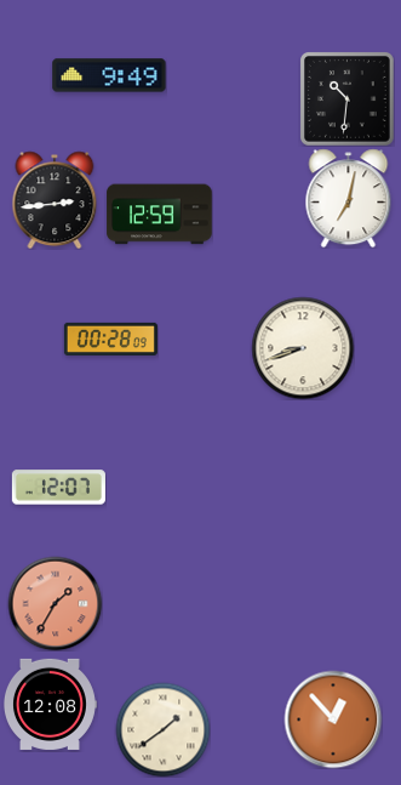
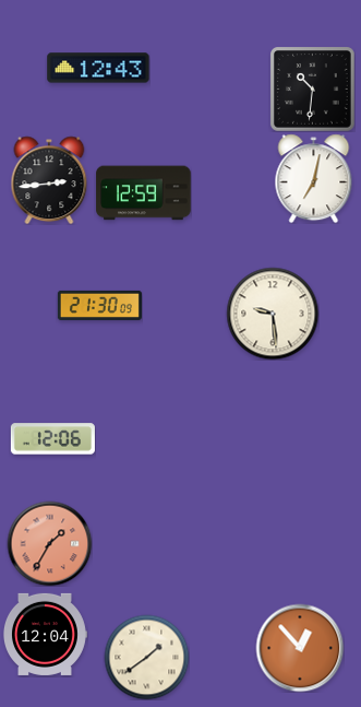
clock at (109, 75): 9:49 -> 12:43
clock at (110, 339): 00:28 -> 21:30
clock at (303, 348): 8:42 -> 9:29
clock at (58, 488): 12:07 -> 12:06
clock at (50, 704): 12:08 -> 12:04
